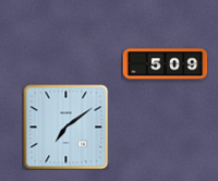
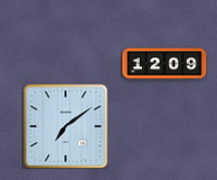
clock at (165, 64): 5:09 -> 12:09
